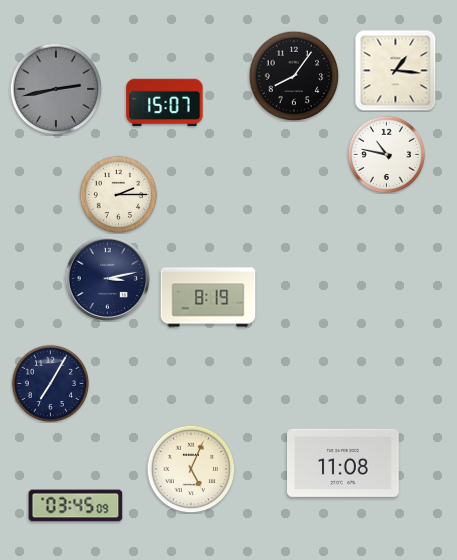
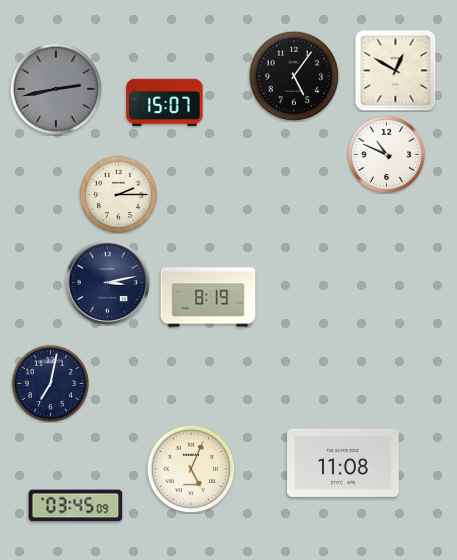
clock at (395, 70): 1:16 -> 12:50
clock at (294, 76): 8:06 -> 5:06
clock at (386, 154): 10:47 -> 10:49
clock at (107, 278) position: (107, 278) -> (107, 282)
clock at (50, 383): 7:05 -> 7:02
